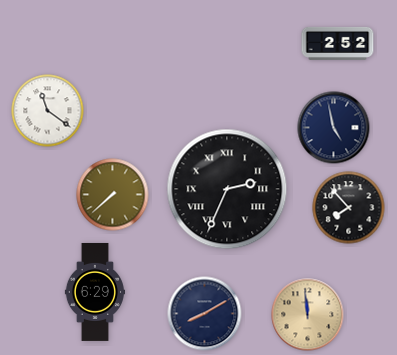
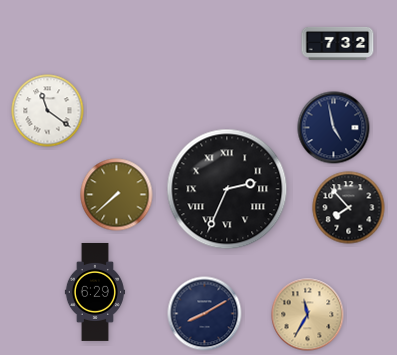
clock at (338, 43): 2:52 -> 7:32
clock at (113, 195) position: (113, 195) -> (117, 195)
clock at (308, 315): 11:59 -> 11:35
